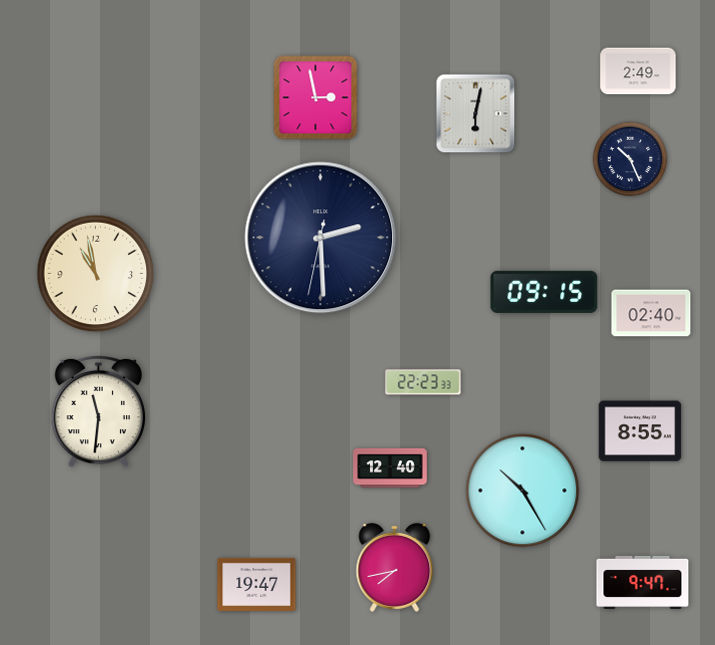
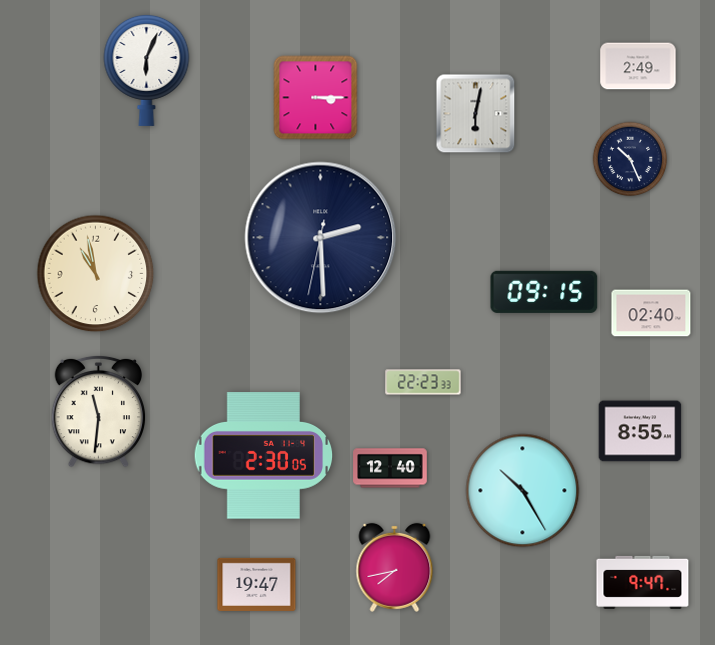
clock at (147, 70): none -> 6:04
clock at (638, 71) position: (638, 71) -> (638, 66)
clock at (316, 98): 2:58 -> 3:15
clock at (264, 456): none -> 2:30
